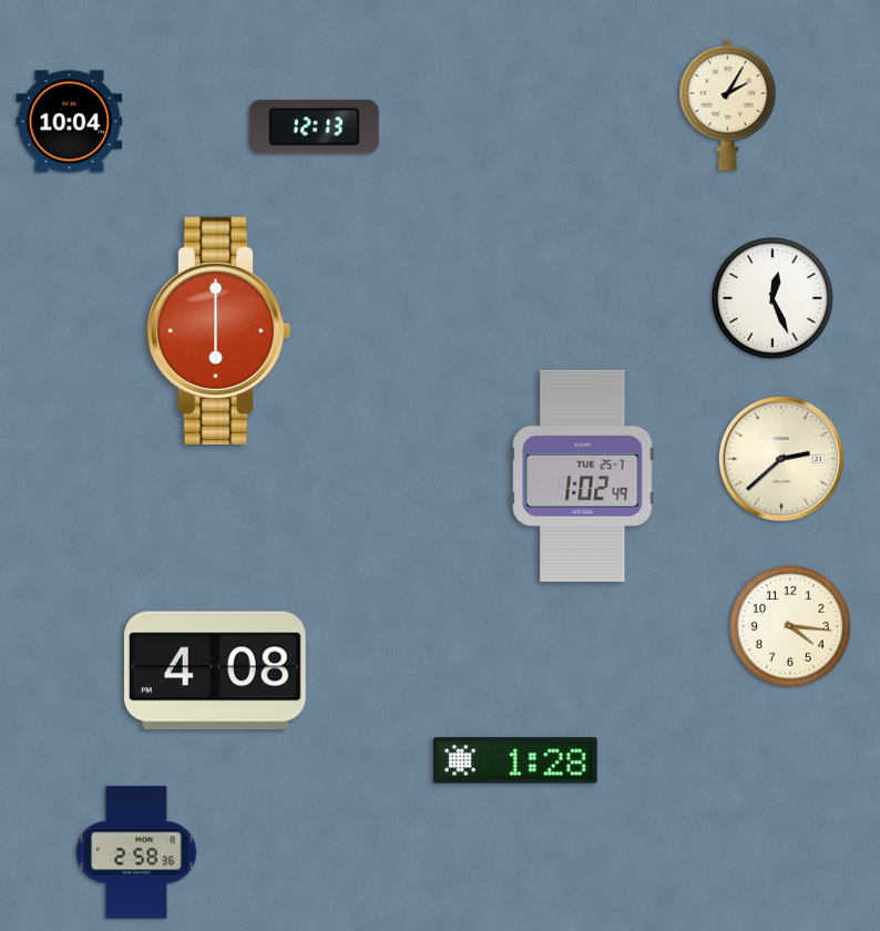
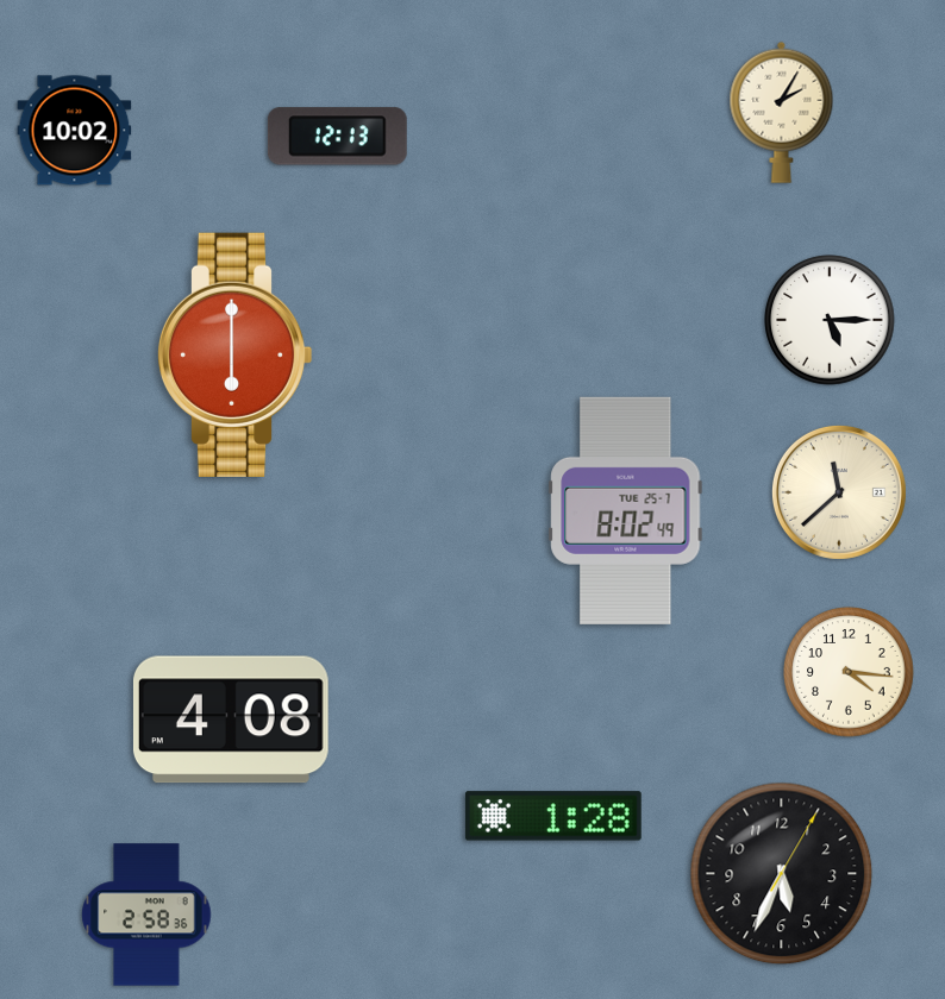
clock at (70, 122): 10:04 -> 10:02
clock at (772, 298): 12:26 -> 5:15
clock at (781, 459): 2:38 -> 11:38
clock at (583, 475): 1:02 -> 8:02
clock at (782, 874): none -> 5:34
